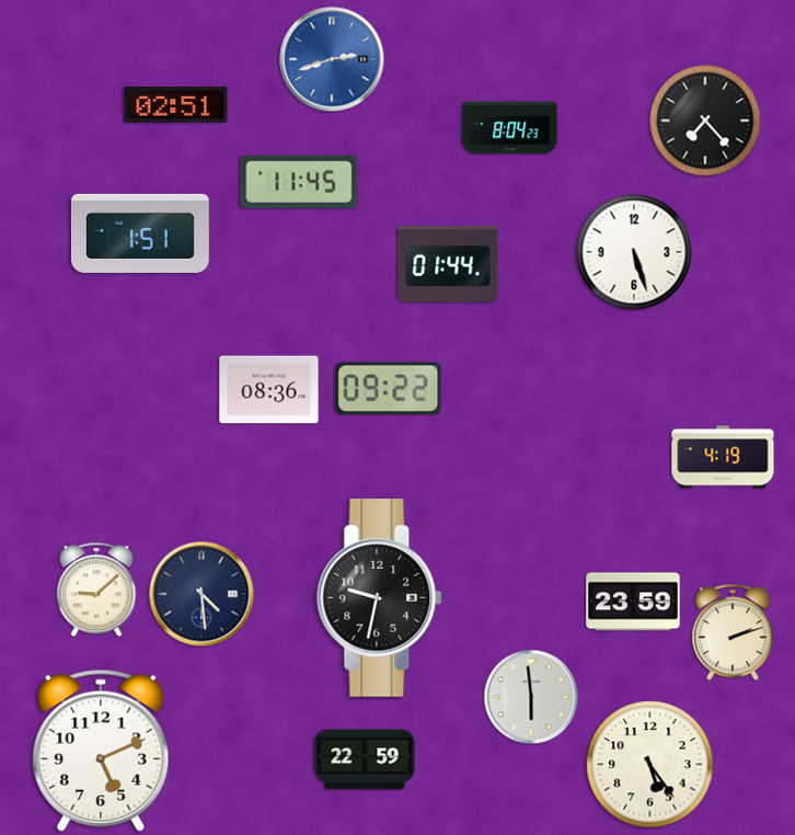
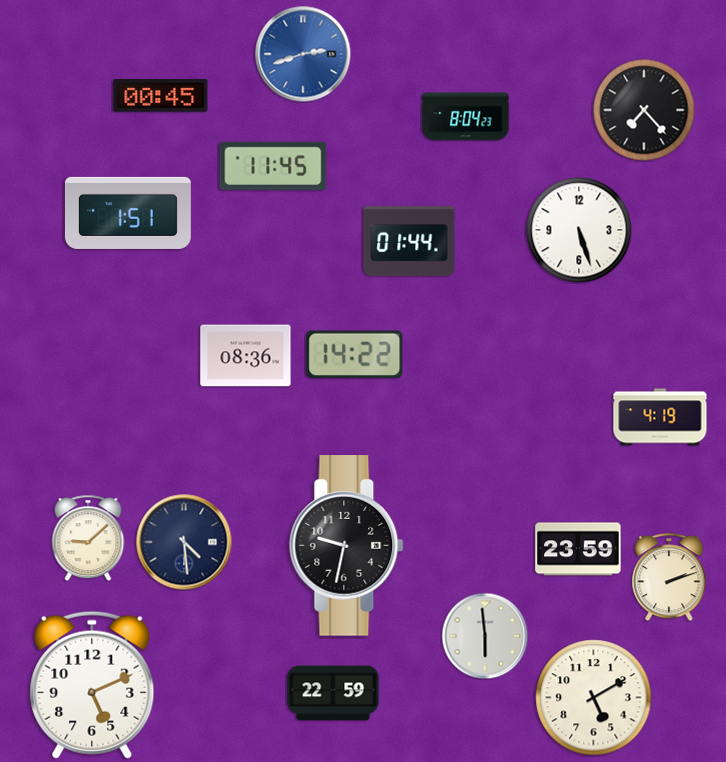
clock at (176, 105): 02:51 -> 00:45
clock at (389, 389): 09:22 -> 14:22
clock at (650, 765): 5:24 -> 5:10
